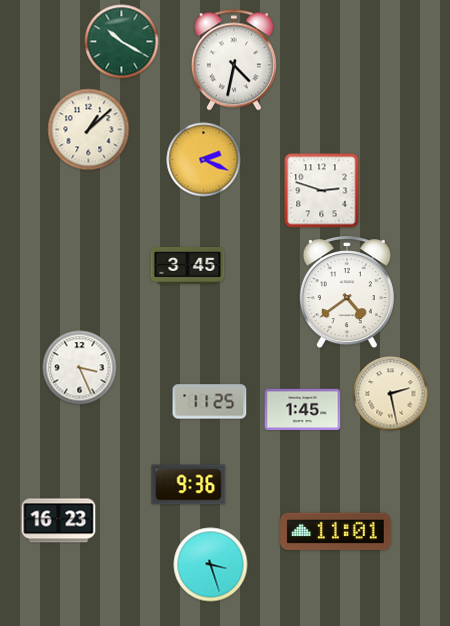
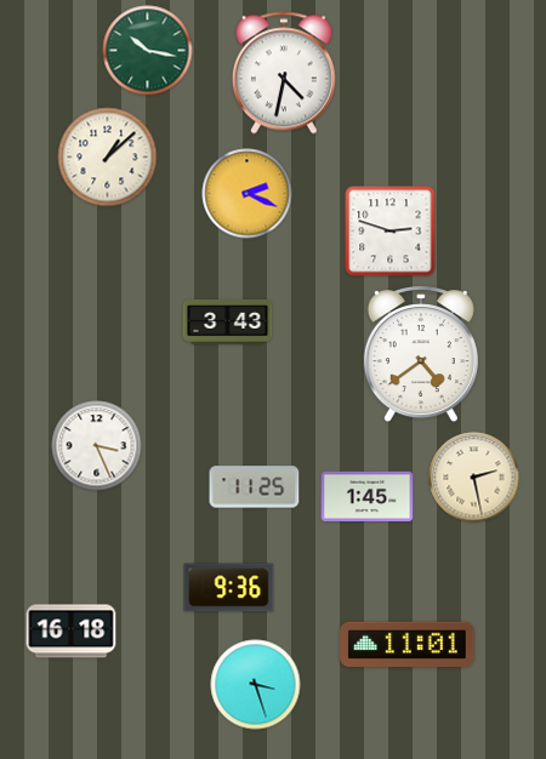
clock at (122, 42): 10:20 -> 10:17
clock at (188, 266): 3:45 -> 3:43
clock at (59, 521): 16:23 -> 16:18
